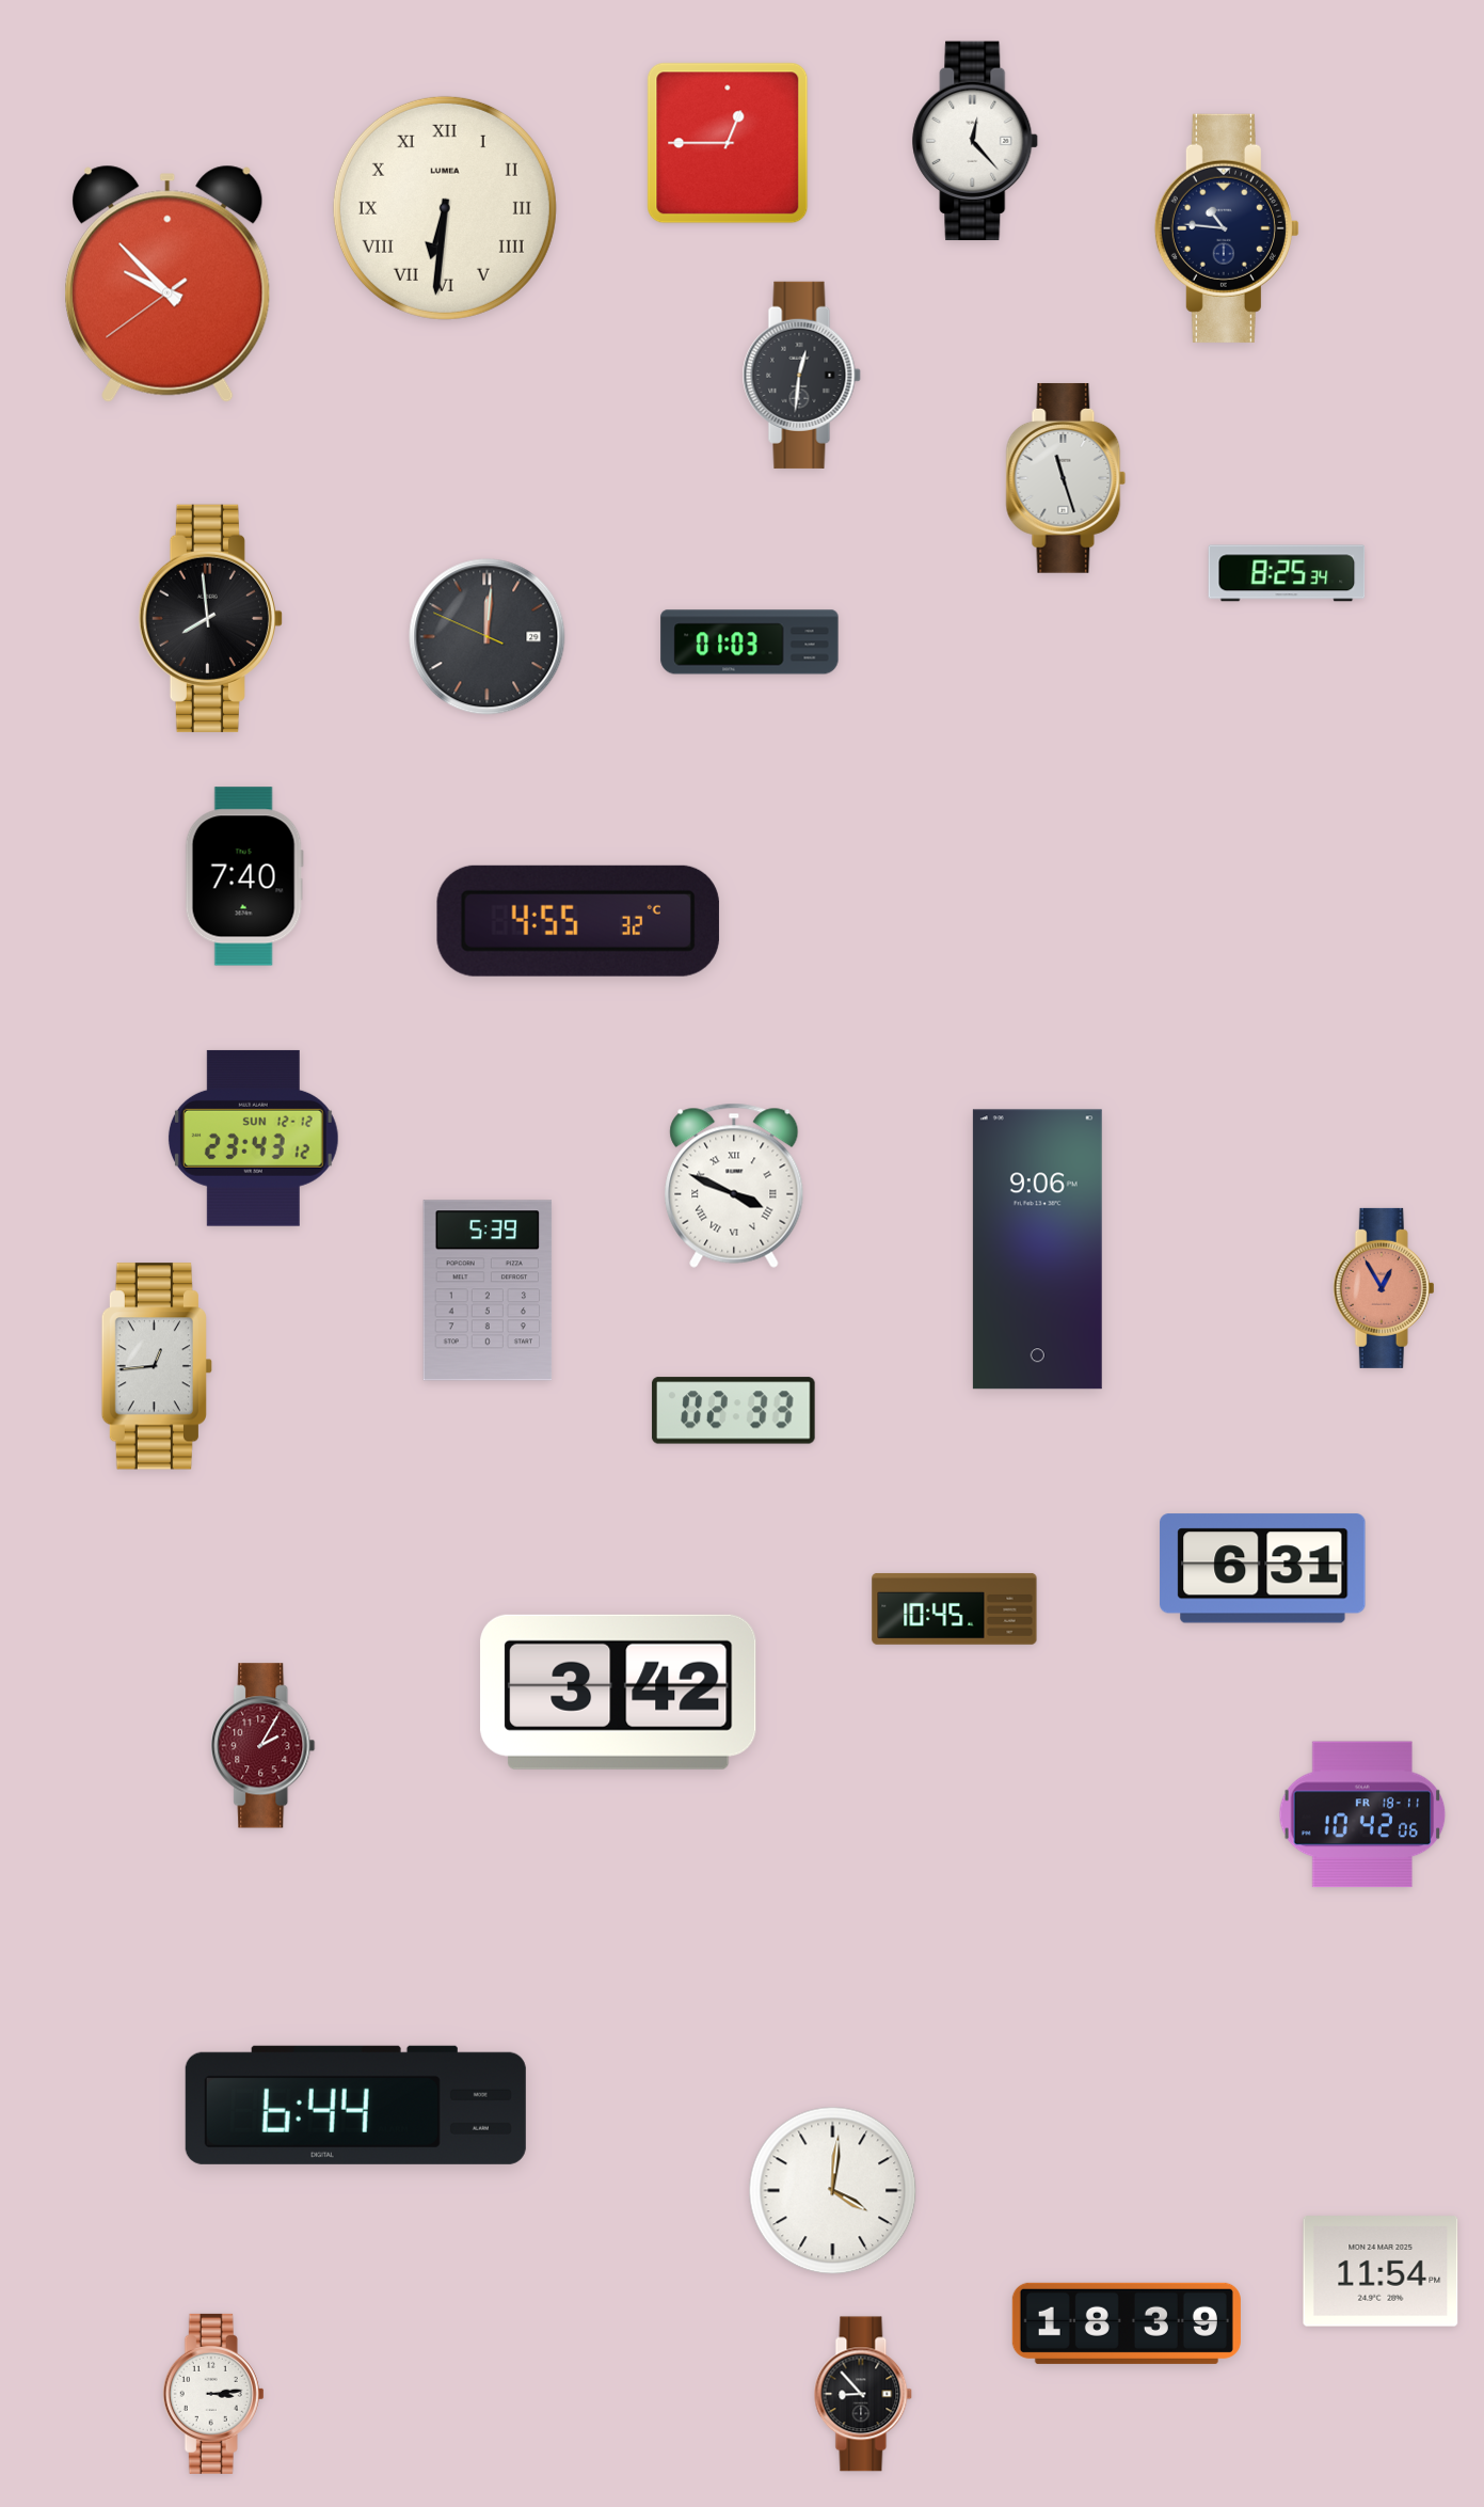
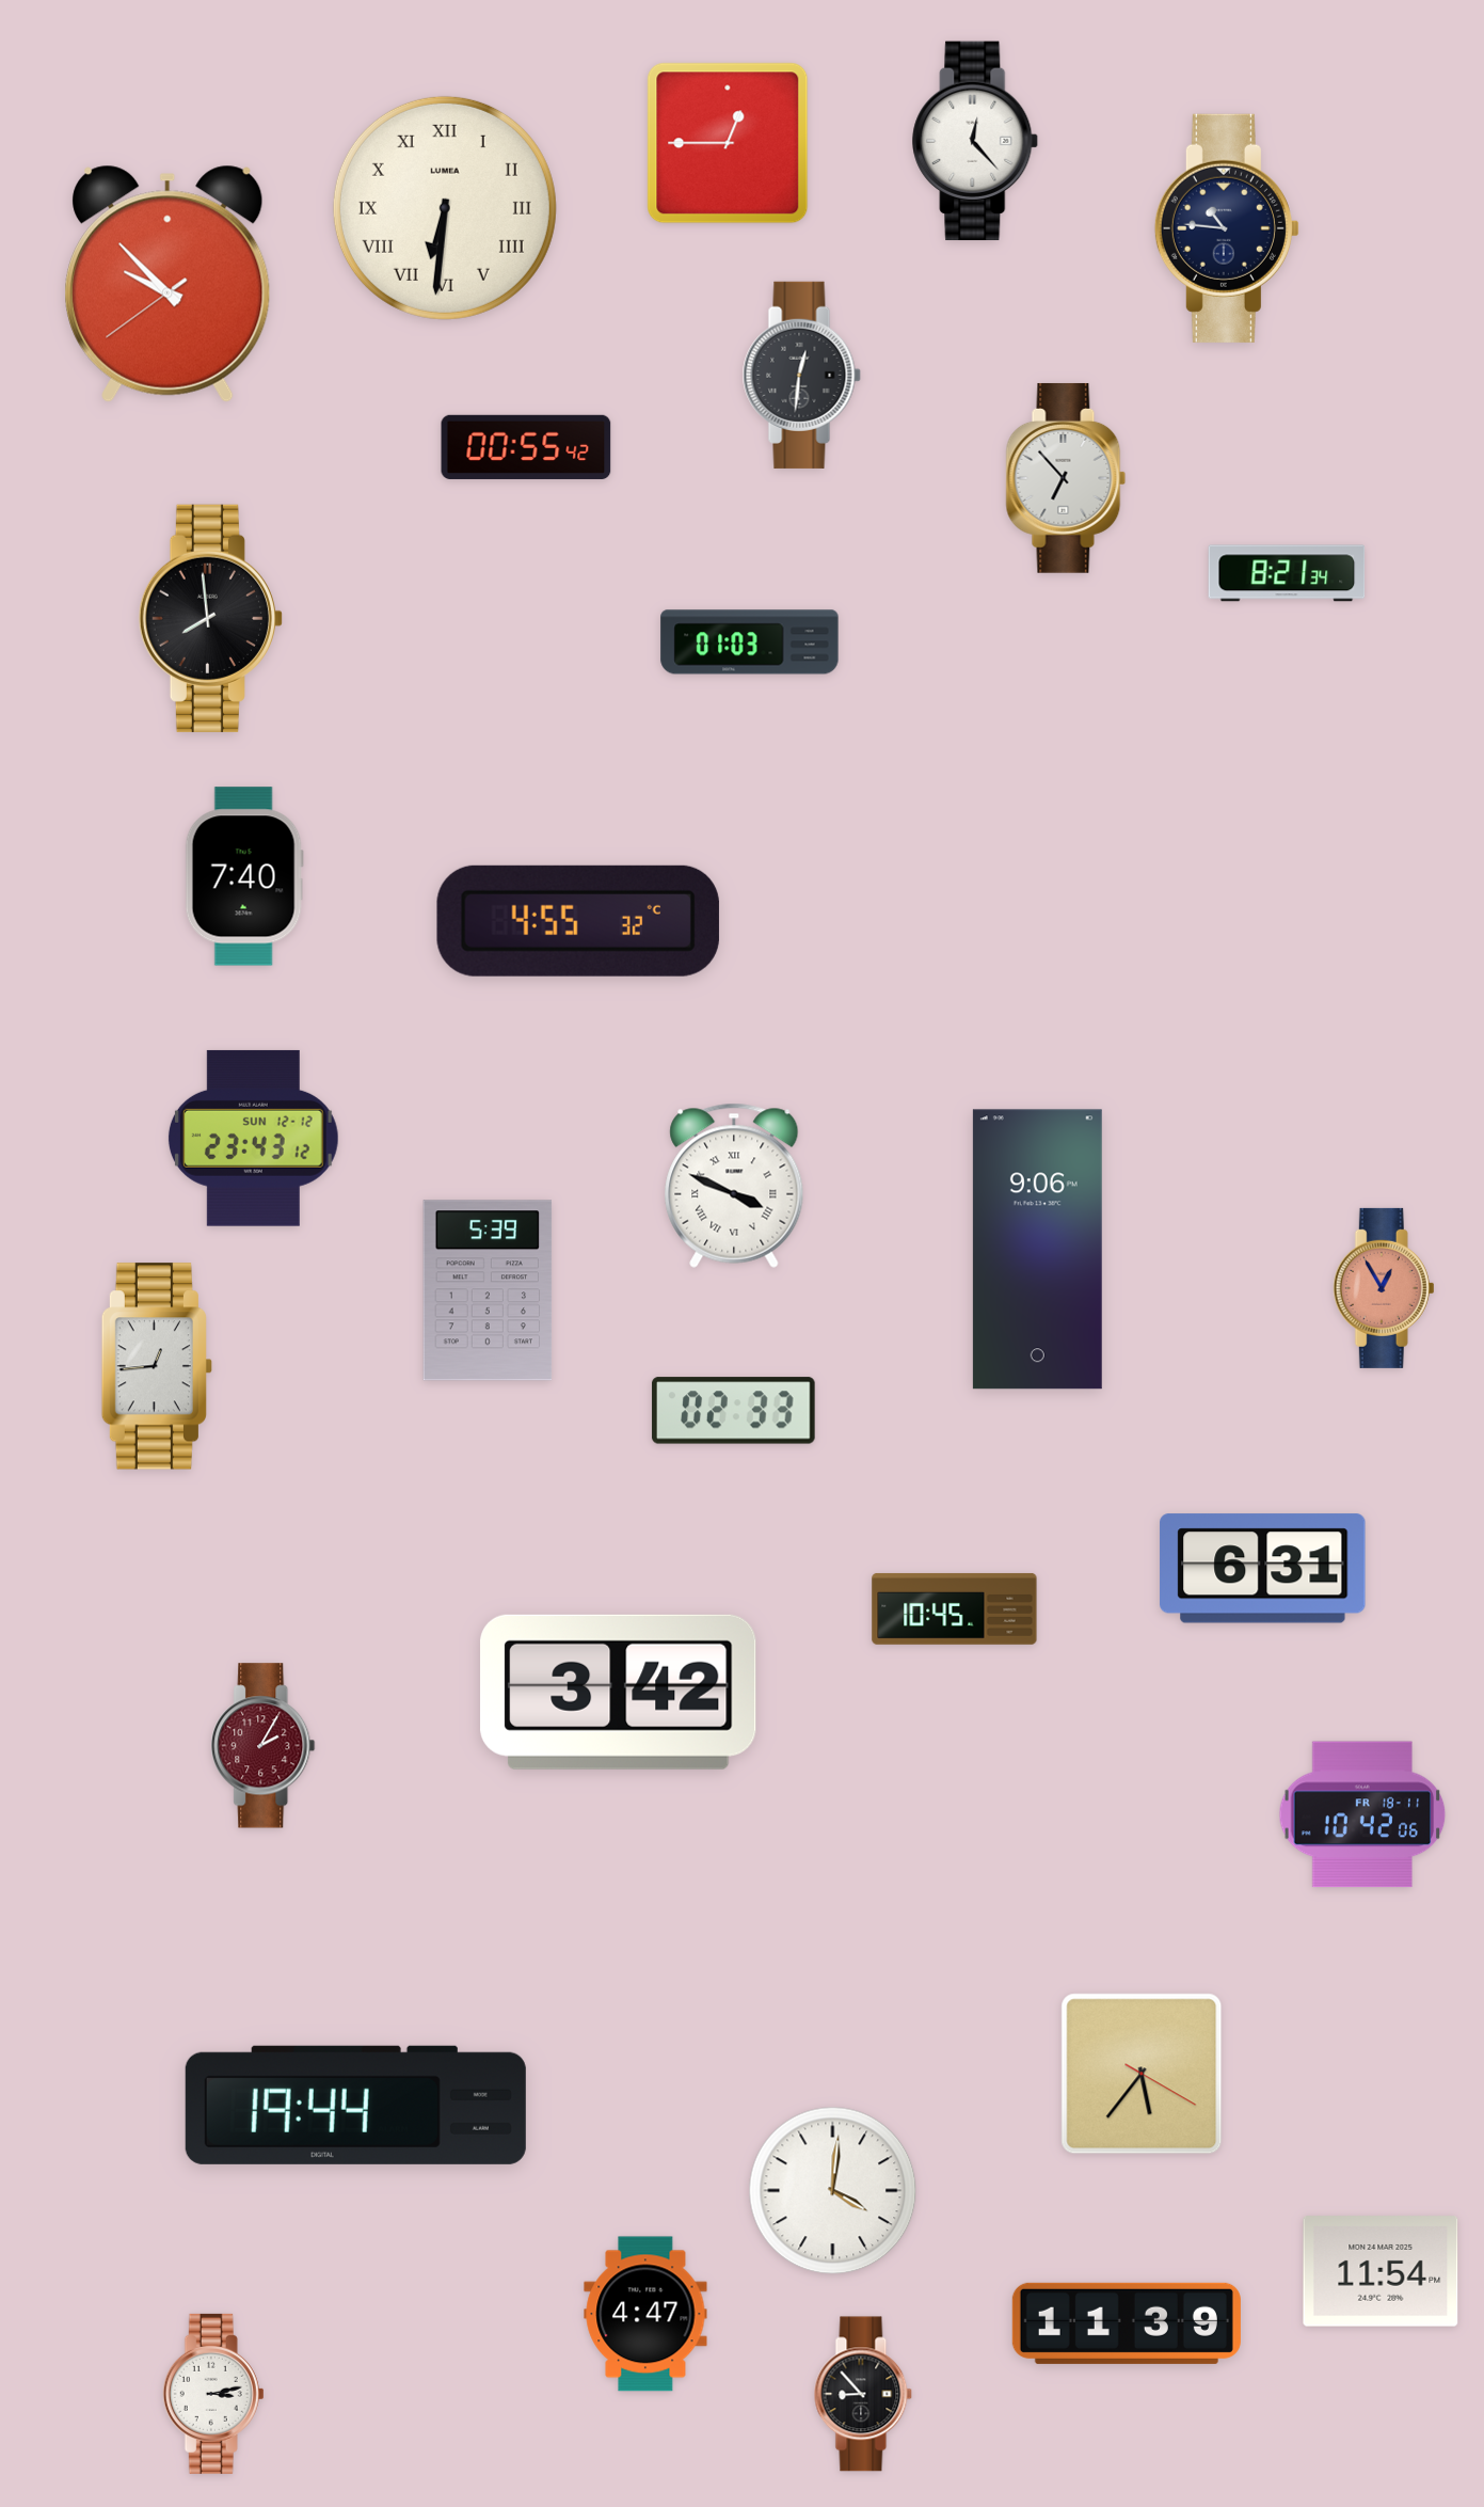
clock at (526, 447): none -> 00:55
clock at (1066, 478): 11:27 -> 6:53
clock at (1287, 573): 8:25 -> 8:21
clock at (488, 637): 12:00 -> none
clock at (1142, 2074): none -> 5:36
clock at (355, 2105): 6:44 -> 19:44
clock at (645, 2314): none -> 4:47
clock at (1127, 2323): 18:39 -> 11:39
clock at (213, 2394): 3:14 -> 3:13
